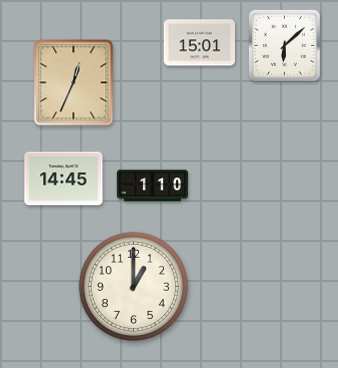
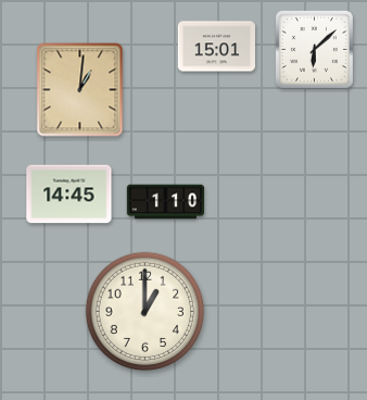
clock at (284, 45) position: (284, 45) -> (314, 49)
clock at (74, 83): 12:34 -> 1:01
